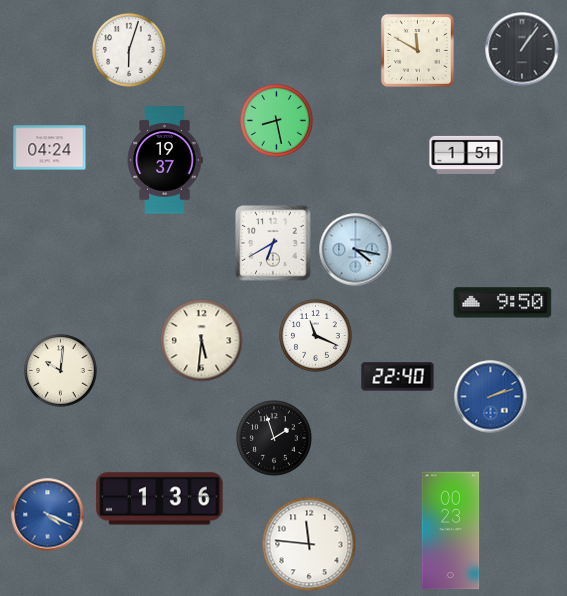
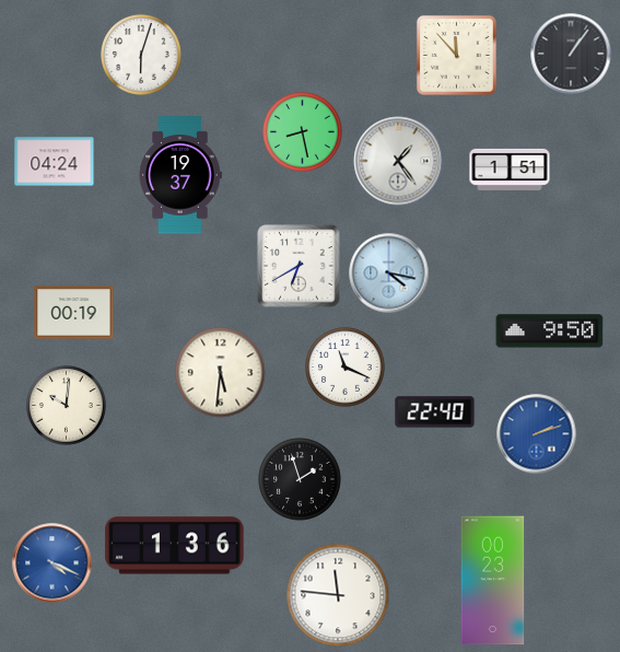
clock at (417, 50): 11:50 -> 11:53
clock at (398, 161): none -> 1:24
clock at (74, 313): none -> 00:19
